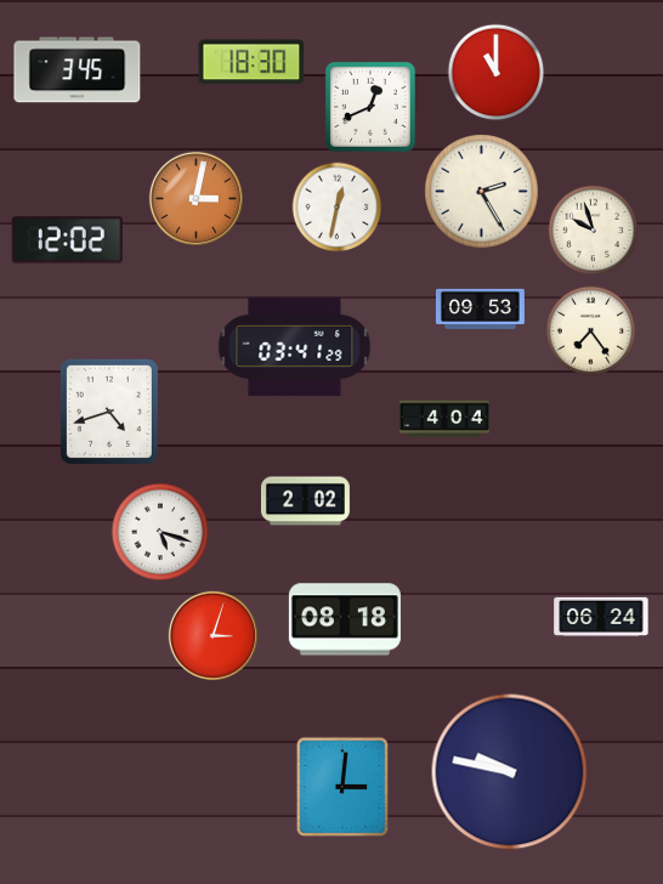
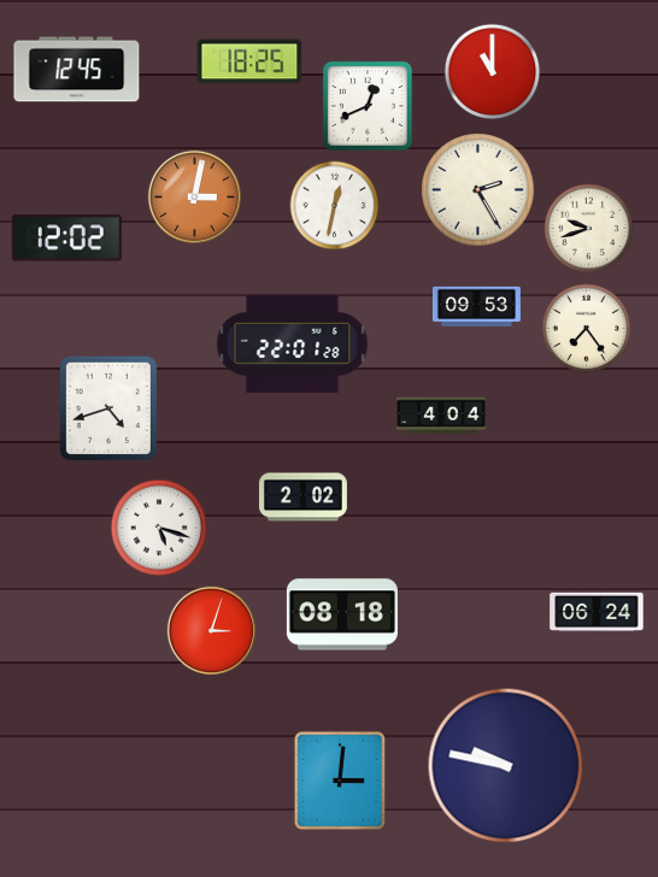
clock at (251, 62): 18:30 -> 18:25
clock at (78, 70): 3:45 -> 12:45
clock at (594, 231): 9:57 -> 9:42
clock at (295, 346): 03:41 -> 22:01
